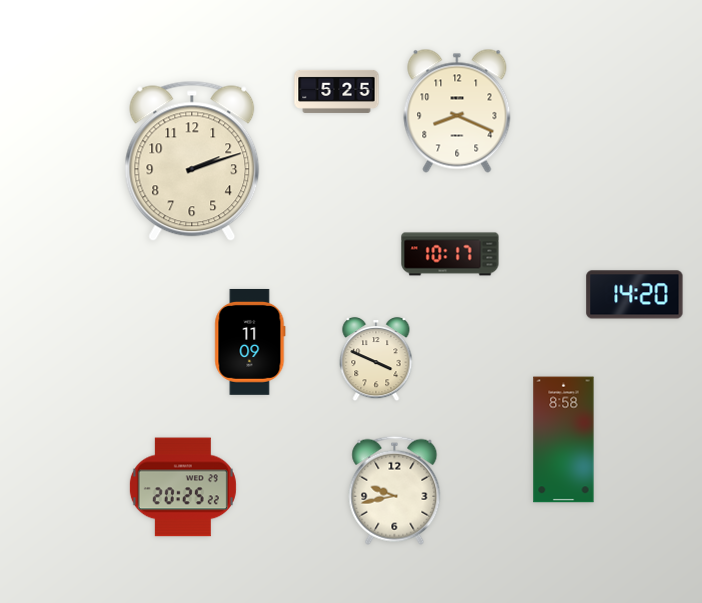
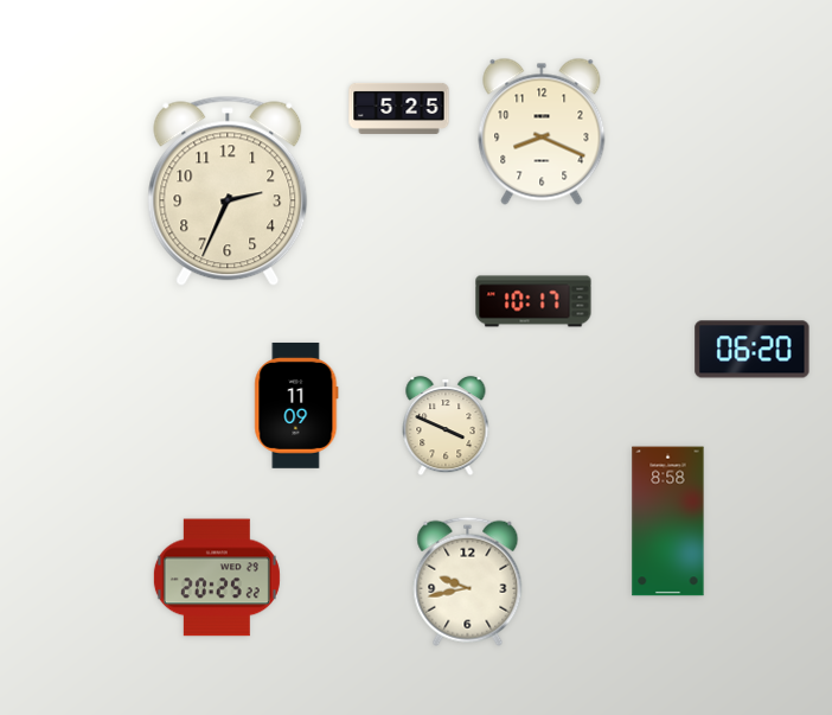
clock at (192, 161): 2:12 -> 2:34
clock at (635, 295): 14:20 -> 06:20
